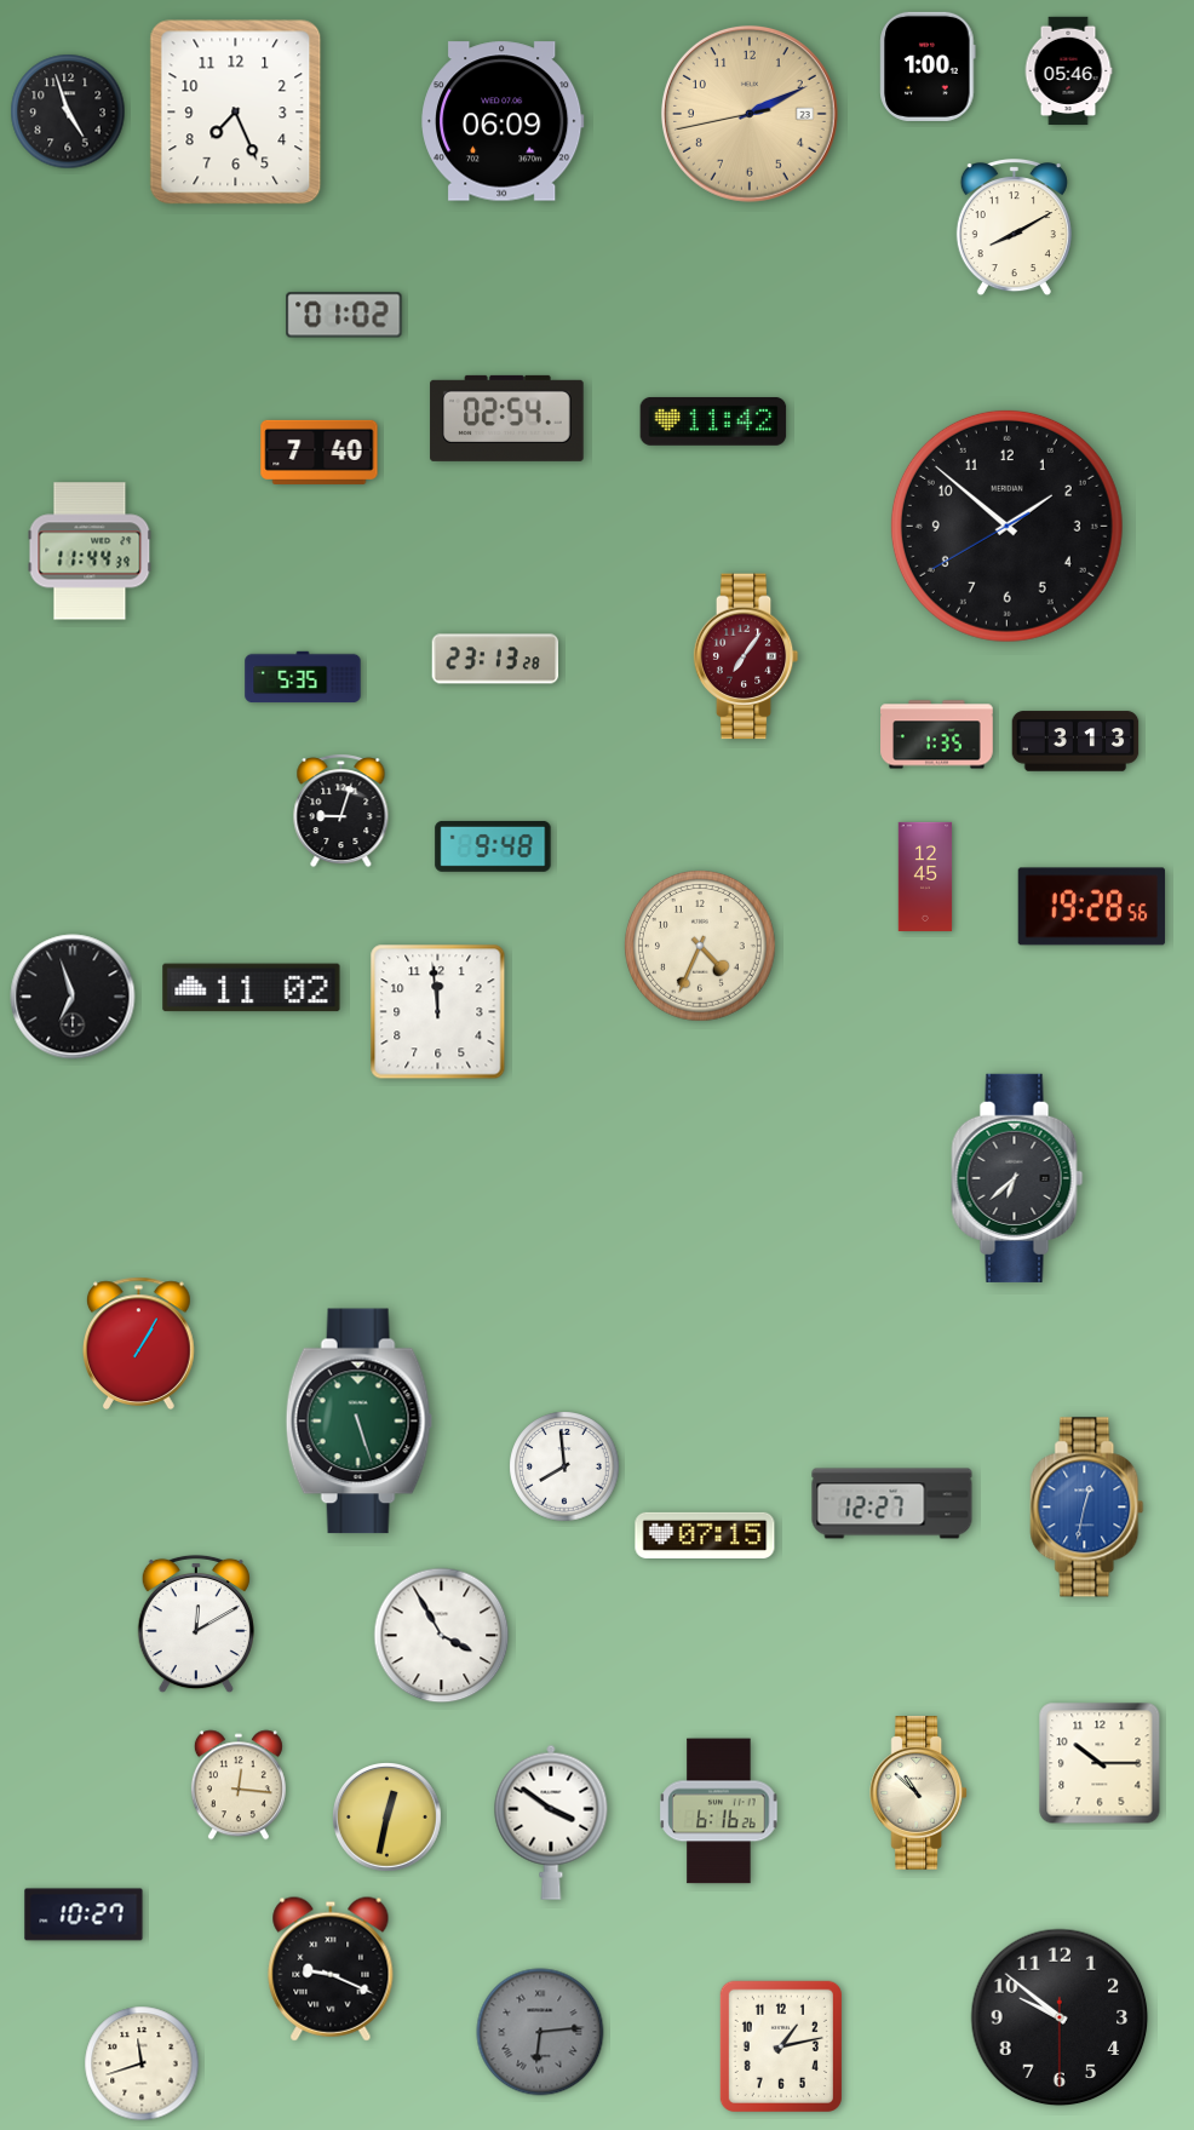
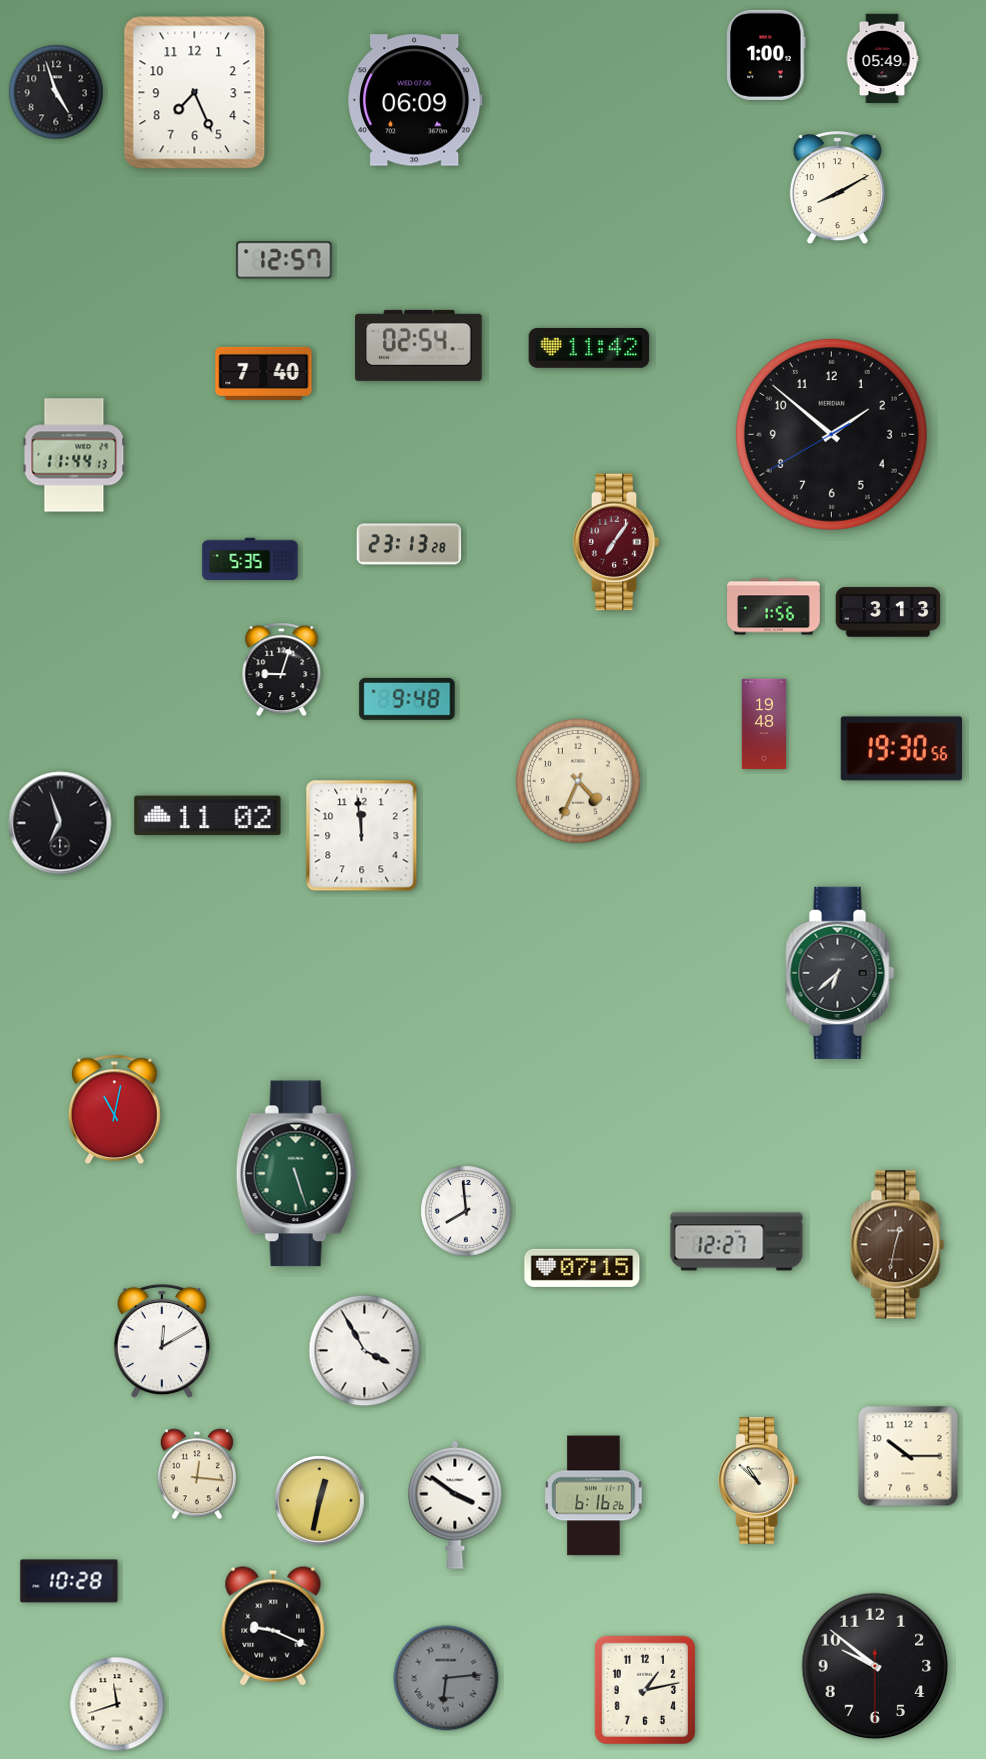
clock at (1068, 71): 05:46 -> 05:49
clock at (750, 114): 2:10 -> none
clock at (344, 315): 01:02 -> 12:57
clock at (90, 551): 11:44:39 -> 11:44:13
clock at (937, 735): 1:35 -> 1:56
clock at (925, 877): 12:45 -> 19:48
clock at (1092, 907): 19:28 -> 19:30
clock at (139, 1343): 1:05 -> 11:02
clock at (1087, 1508) dial: blue -> brown
clock at (84, 1914): 10:27 -> 10:28
